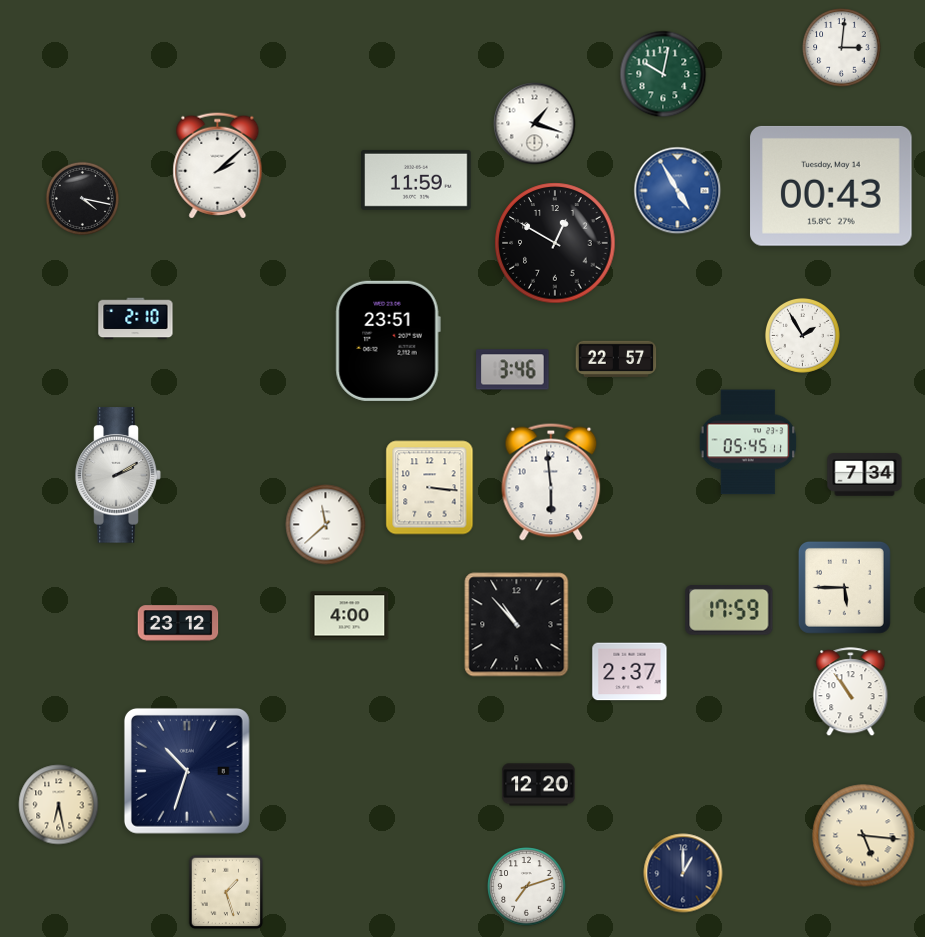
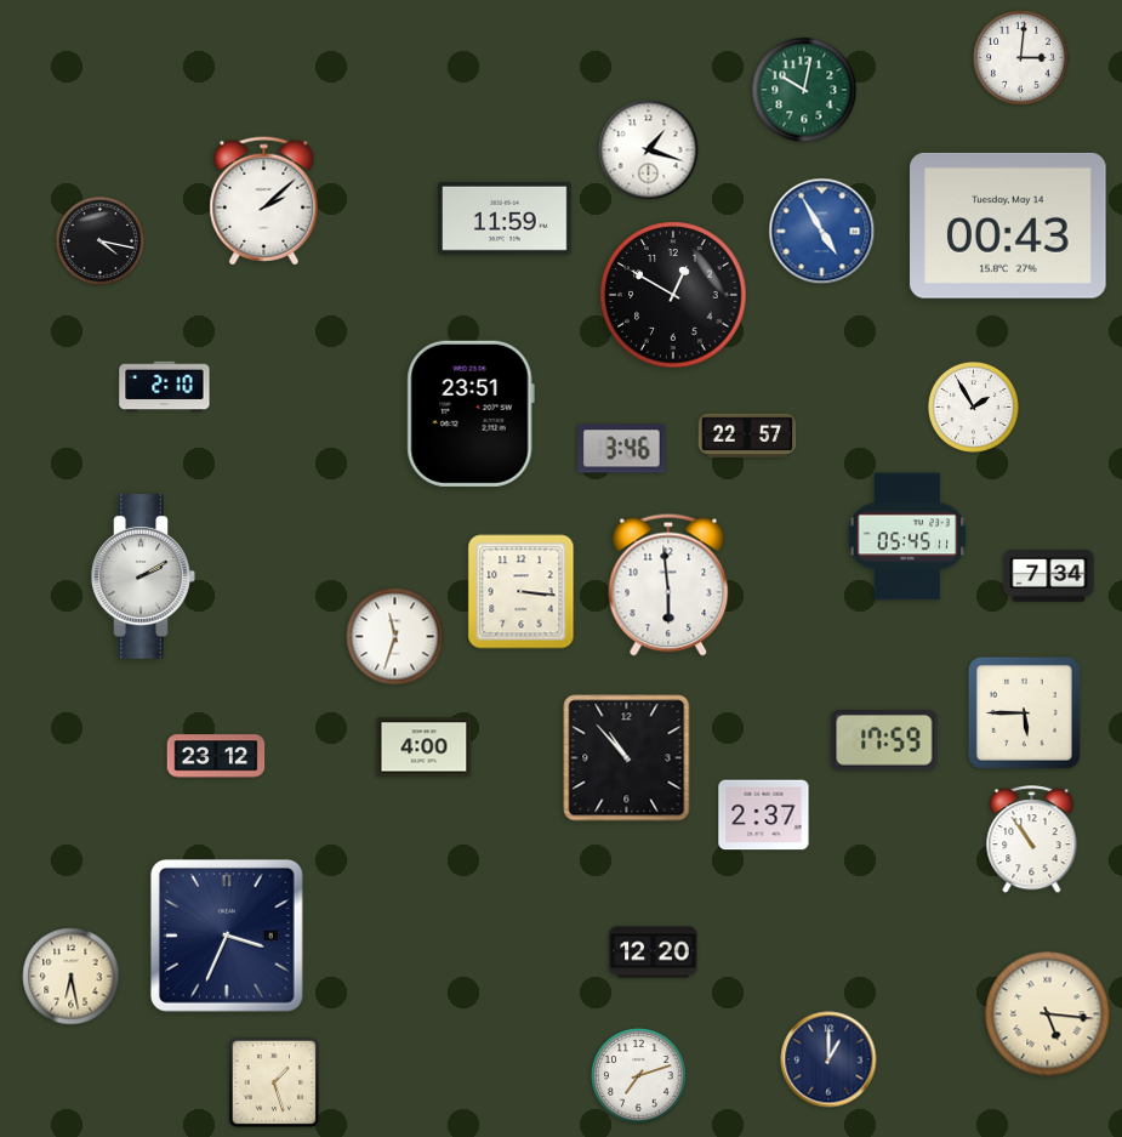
clock at (326, 525): 11:38 -> 11:33
clock at (187, 771): 10:33 -> 3:34
